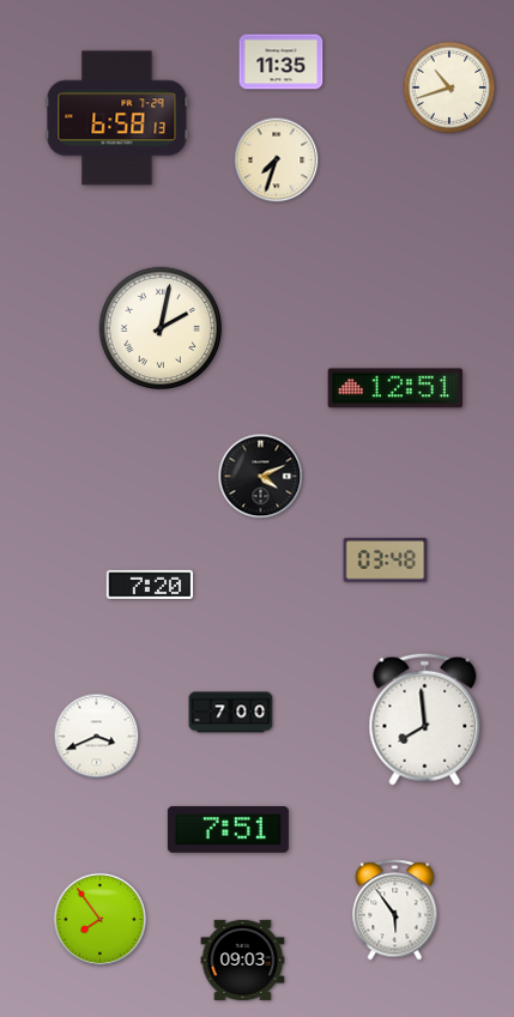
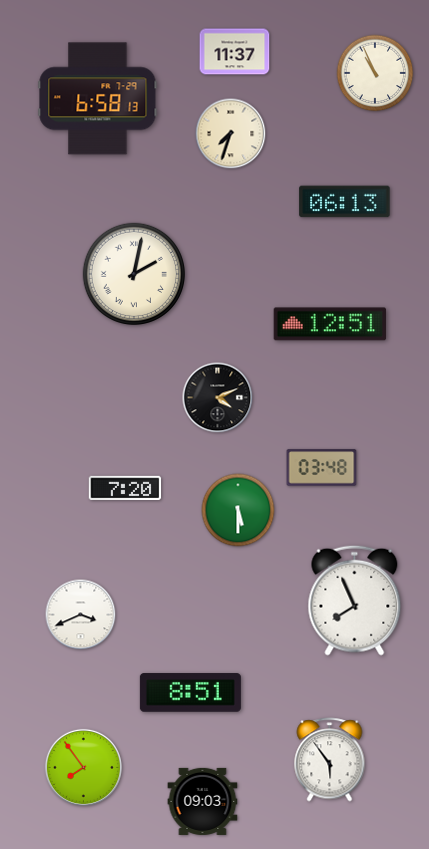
clock at (282, 62): 11:35 -> 11:37
clock at (449, 87): 10:42 -> 10:56
clock at (345, 202): none -> 06:13
clock at (238, 510): none -> 5:30
clock at (231, 713): 7:00 -> none
clock at (425, 719): 7:59 -> 7:56
clock at (228, 830): 7:51 -> 8:51
